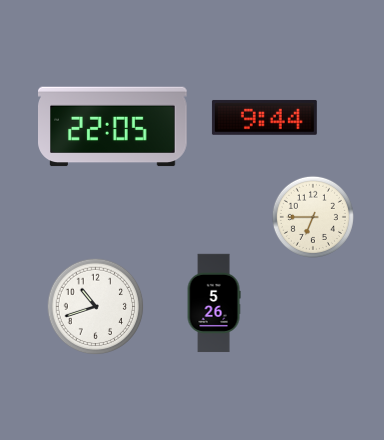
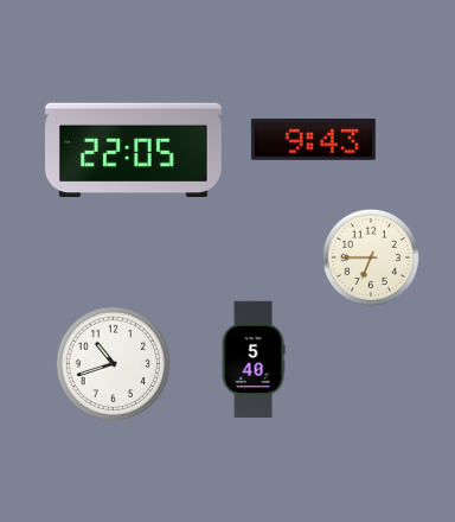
clock at (264, 118): 9:44 -> 9:43
clock at (214, 303): 5:26 -> 5:40
